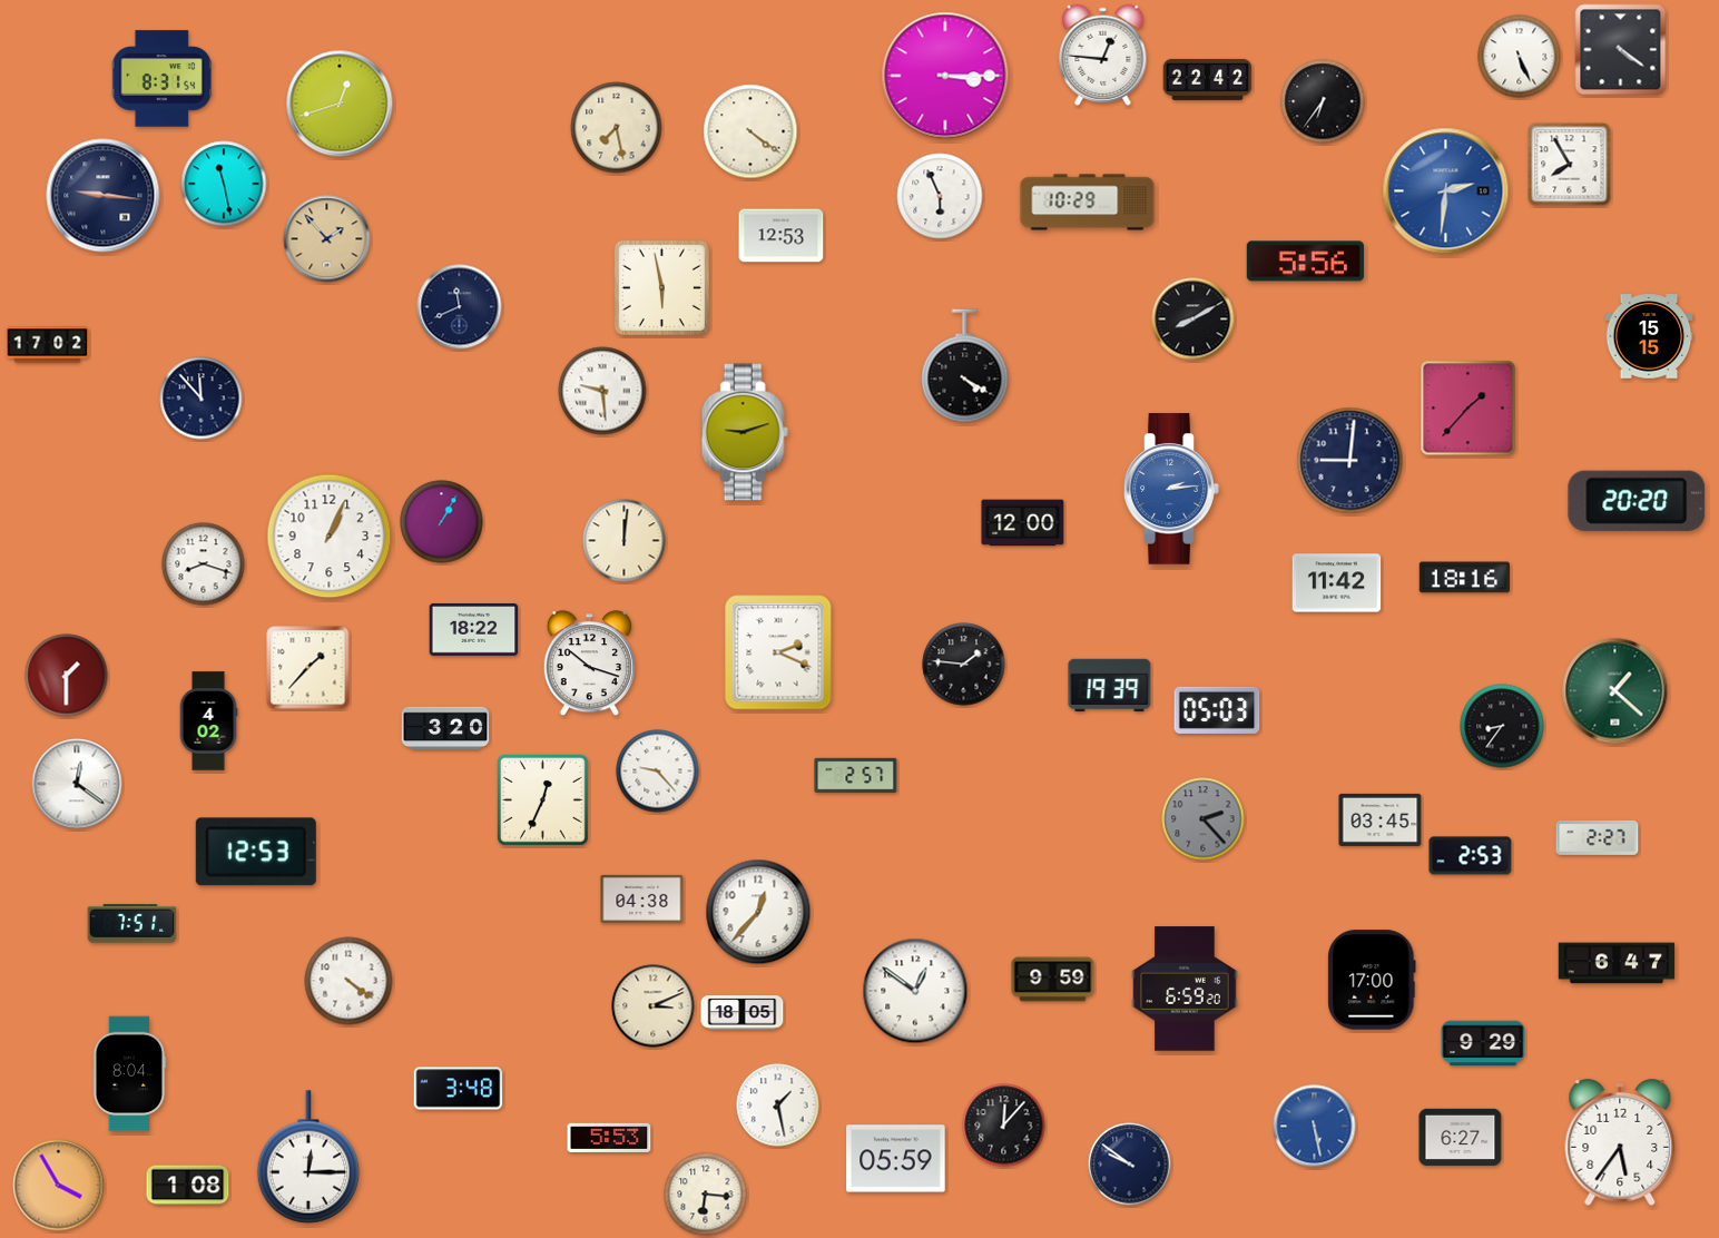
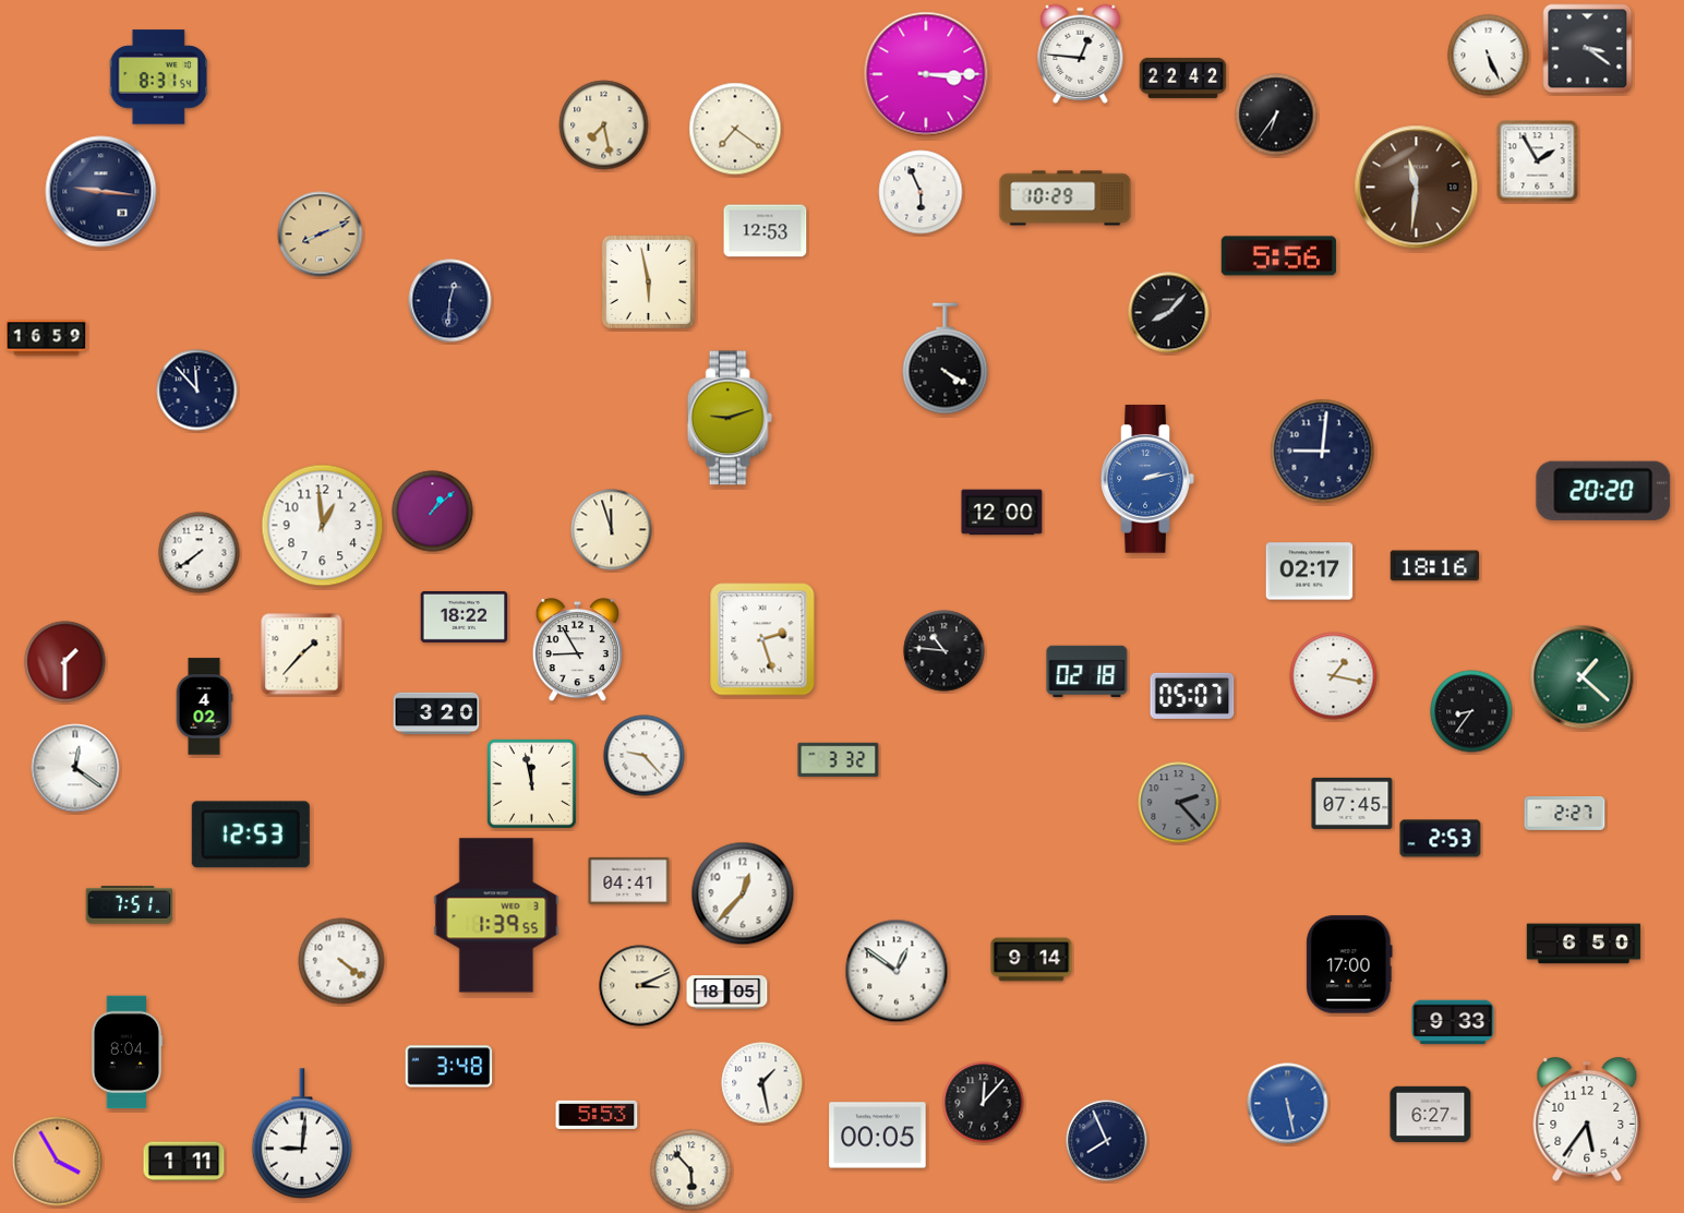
clock at (1621, 50): 4:21 -> 3:21
clock at (1323, 101) position: (1323, 101) -> (1276, 115)
clock at (340, 104): 12:42 -> none
clock at (750, 131): 4:21 -> 7:21
clock at (1570, 165): 7:55 -> 1:55
clock at (224, 184): 11:28 -> none
clock at (1446, 191): 2:31 -> 11:31
clock at (1446, 191) dial: blue -> brown
clock at (327, 239): 1:53 -> 8:11
clock at (460, 307): 11:41 -> 12:31
clock at (1194, 320): 8:10 -> 8:07
clock at (1649, 336): 15:15 -> none
clock at (48, 345): 17:02 -> 16:59
clock at (602, 391): 9:29 -> none
clock at (1468, 409): 1:37 -> none
clock at (745, 432) position: (745, 432) -> (730, 418)
clock at (1171, 489): 2:14 -> 2:13
clock at (442, 522): 1:05 -> 1:08
clock at (330, 537): 1:04 -> 12:59
clock at (625, 541): 12:01 -> 11:57
clock at (204, 564): 8:18 -> 7:39
clock at (1337, 583): 11:42 -> 02:17
clock at (778, 652): 2:19 -> 2:27
clock at (589, 664): 10:18 -> 8:55
clock at (964, 665): 1:46 -> 10:46
clock at (1110, 686): 19:39 -> 02:18
clock at (1334, 676): none -> 1:17
clock at (1217, 710): 05:03 -> 05:07
clock at (856, 775): 2:57 -> 3:32
clock at (542, 799): 12:34 -> 11:58
clock at (1381, 819): 03:45 -> 07:45
clock at (1598, 837) position: (1598, 837) -> (1565, 813)
clock at (642, 898): 04:38 -> 04:41
clock at (496, 915): none -> 1:39
clock at (1617, 963): 6:47 -> 6:50
clock at (1053, 980): 9:59 -> 9:14
clock at (1372, 980) position: (1372, 980) -> (1349, 964)
clock at (1185, 989): 6:59 -> none
clock at (1483, 1043): 9:29 -> 9:33
clock at (308, 1157): 12:15 -> 9:01
clock at (896, 1159): 05:59 -> 00:05
clock at (1130, 1165): 9:51 -> 7:56
clock at (188, 1186): 1:08 -> 1:11
clock at (706, 1195): 6:16 -> 5:53
